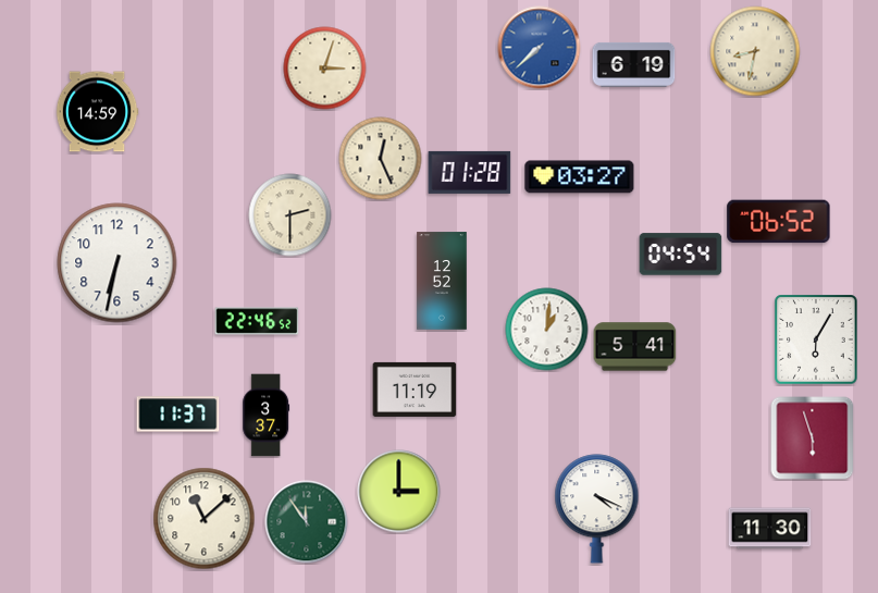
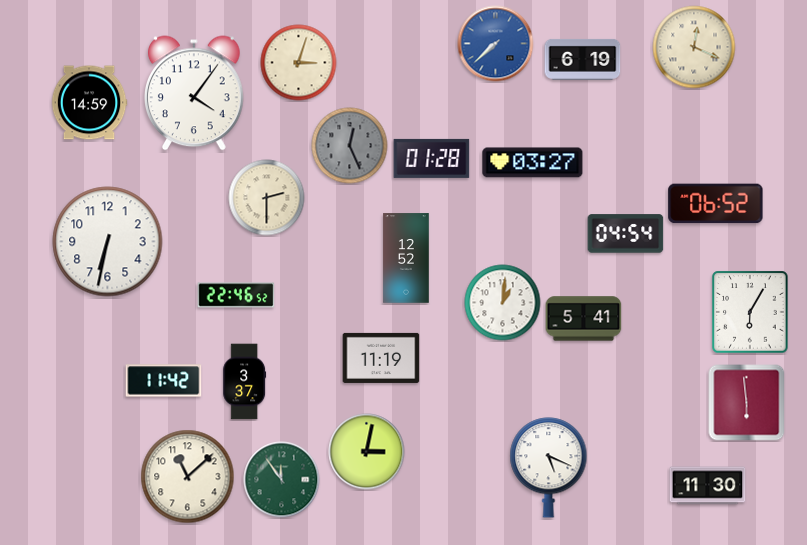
clock at (755, 51): 8:32 -> 12:19
clock at (195, 93): none -> 4:06
clock at (381, 159) dial: cream -> grey
clock at (178, 415): 11:37 -> 11:42
clock at (813, 438): 5:57 -> 5:59
clock at (399, 492): 3:00 -> 3:02
clock at (597, 509): 4:19 -> 5:19
